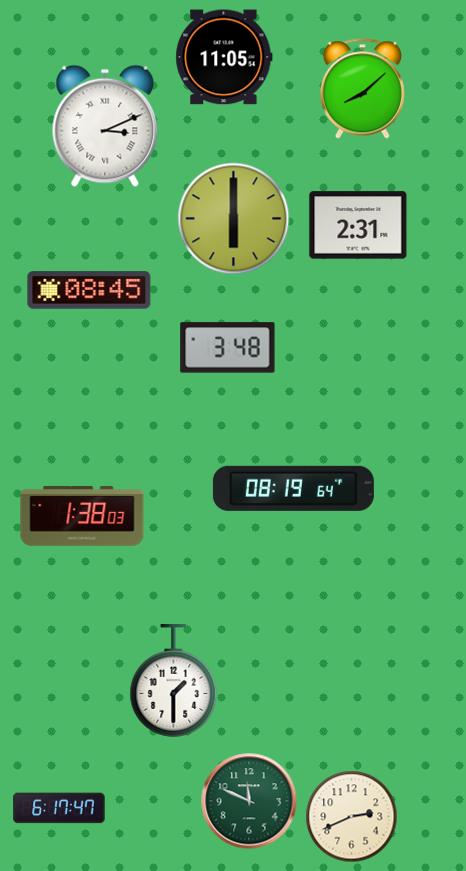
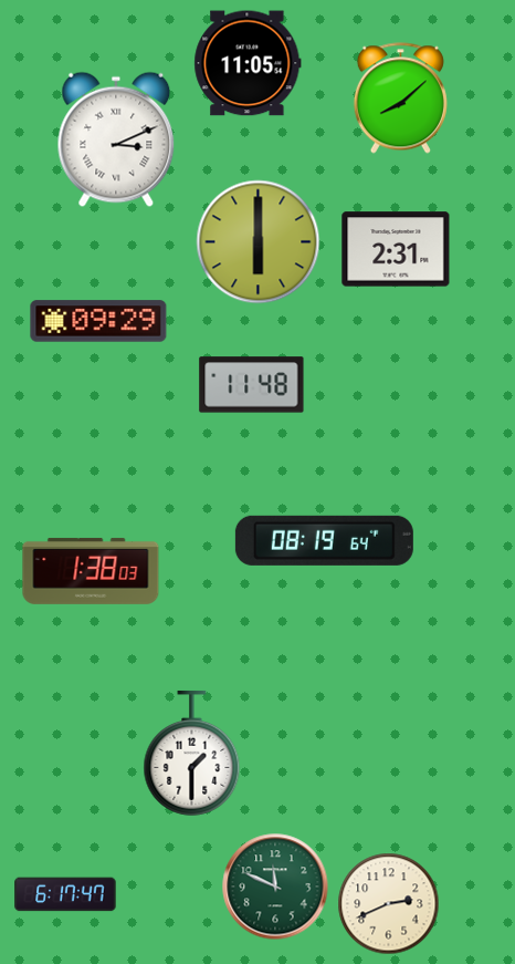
clock at (89, 290): 08:45 -> 09:29
clock at (228, 348): 3:48 -> 11:48
